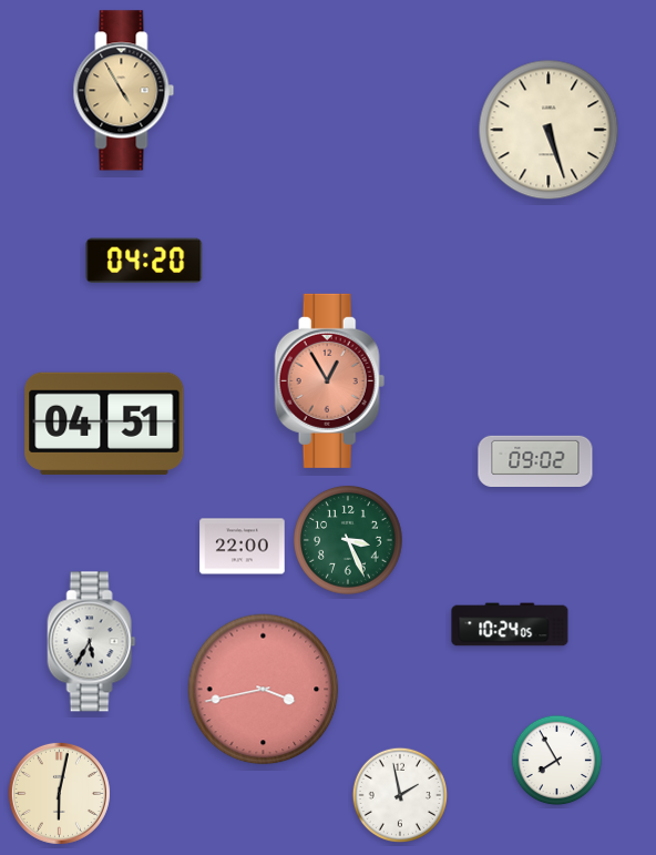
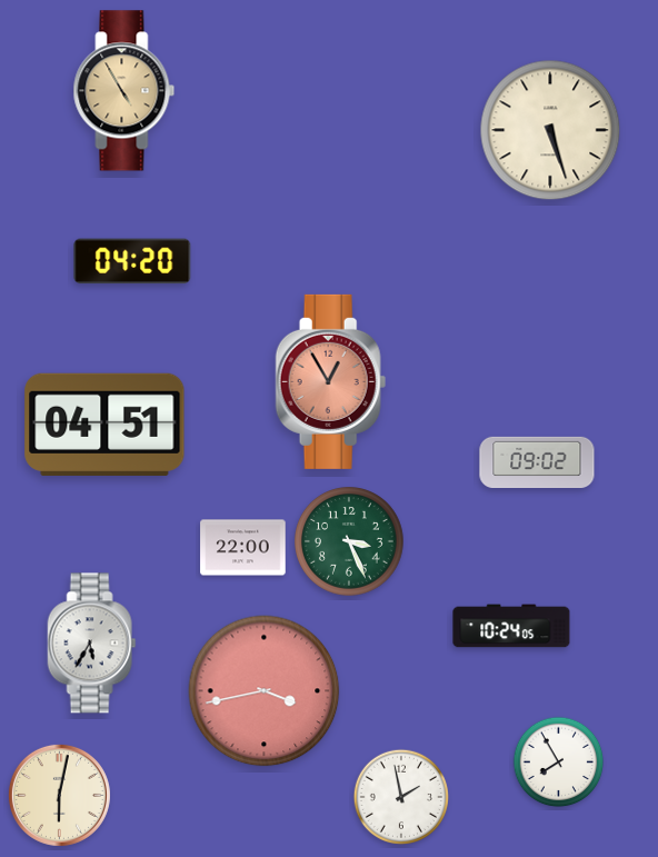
clock at (144, 261) position: (144, 261) -> (132, 261)
